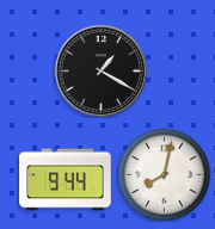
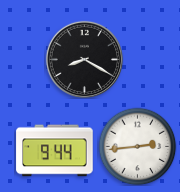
clock at (100, 70): 1:20 -> 8:20
clock at (164, 174): 8:02 -> 2:44
